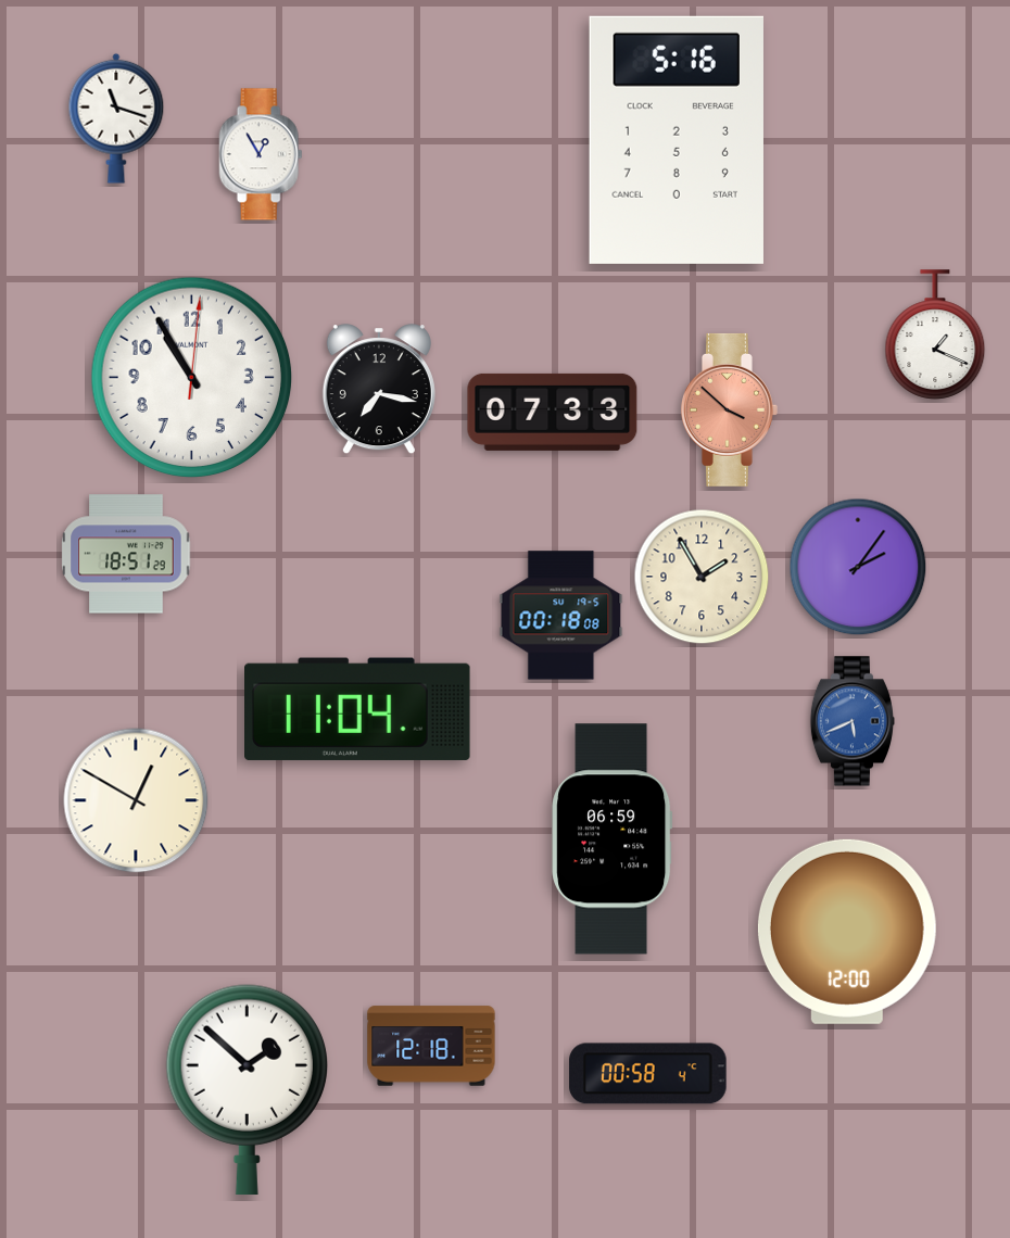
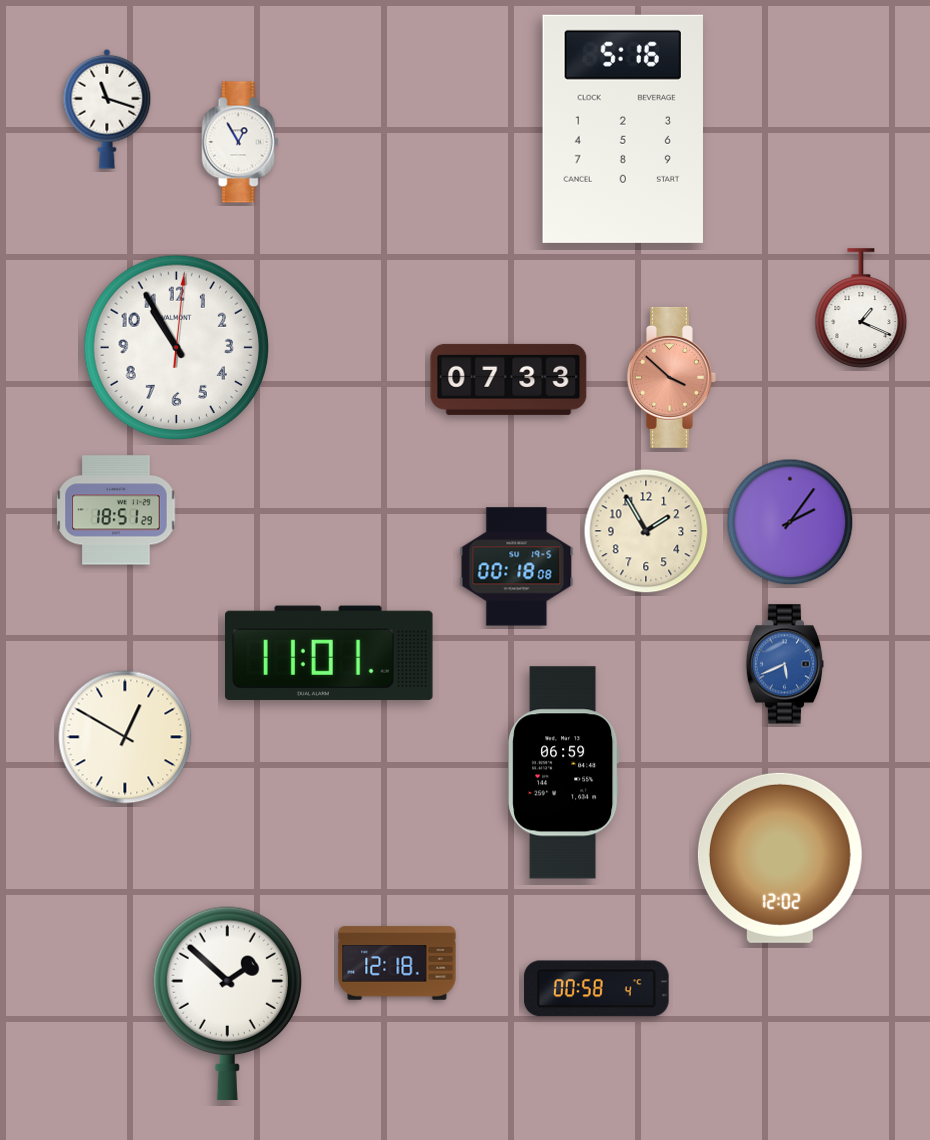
clock at (379, 390): 7:17 -> none
clock at (358, 709): 11:04 -> 11:01
clock at (847, 932): 12:00 -> 12:02
